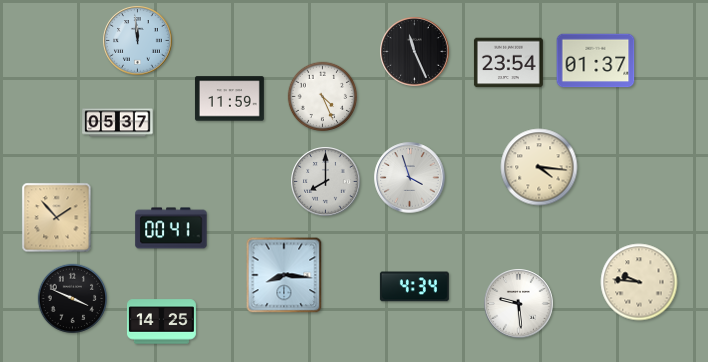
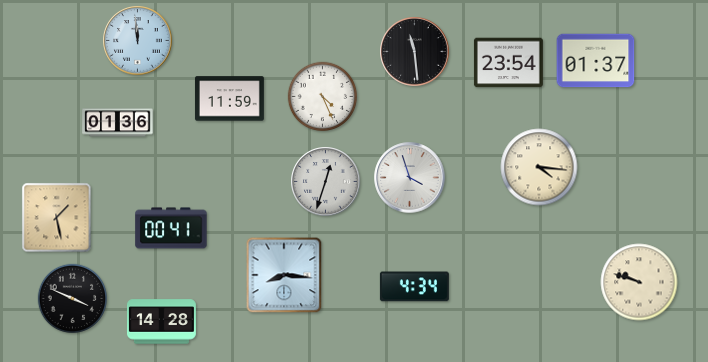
clock at (415, 52): 11:26 -> 11:29
clock at (118, 123): 05:37 -> 01:36
clock at (326, 182): 8:00 -> 12:33
clock at (57, 218): 1:53 -> 1:28
clock at (639, 282): 9:46 -> 9:48
clock at (519, 304): 9:29 -> none
clock at (161, 322): 14:25 -> 14:28
